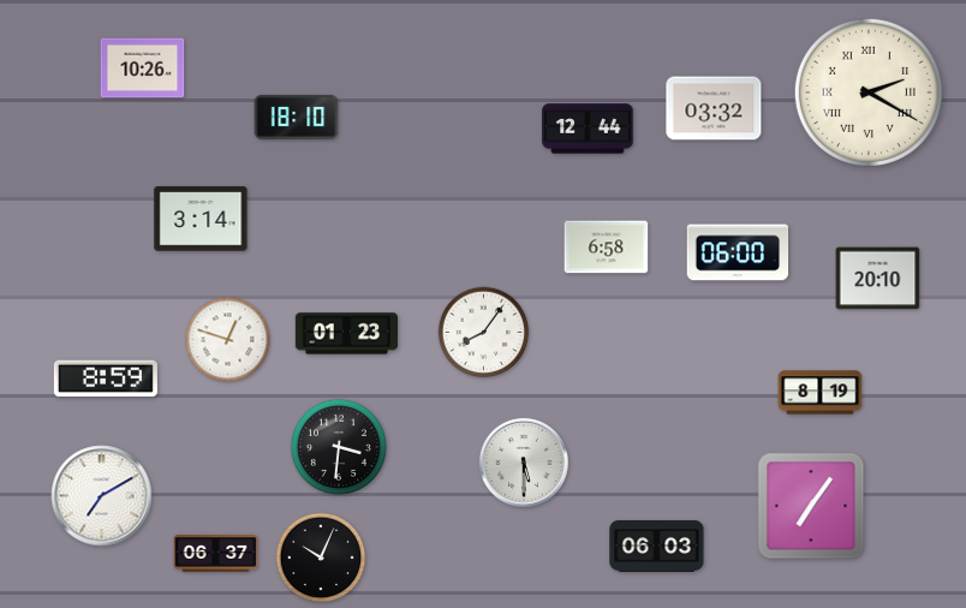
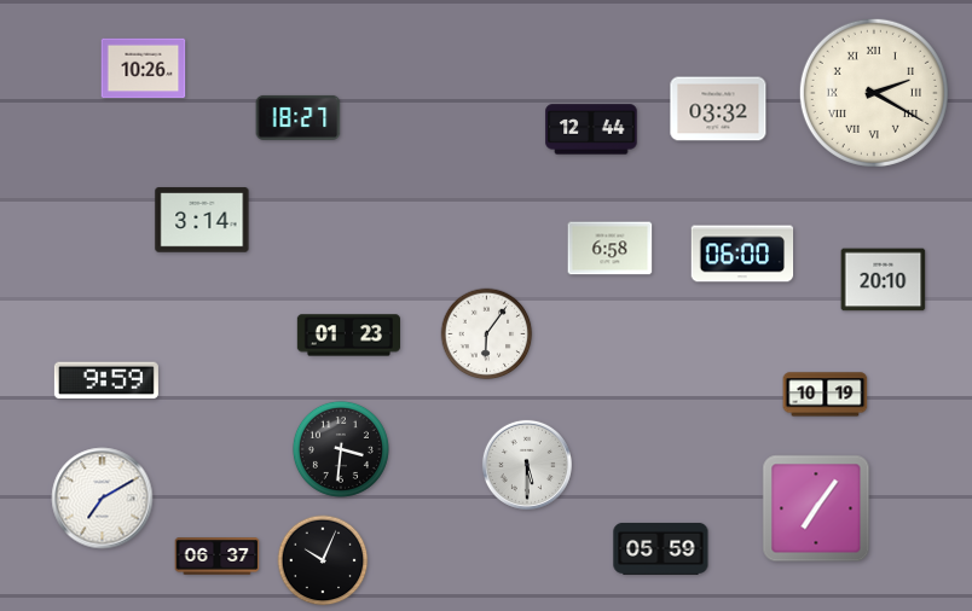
clock at (297, 117): 18:10 -> 18:27
clock at (484, 333): 8:06 -> 6:06
clock at (228, 340): 12:48 -> none
clock at (106, 378): 8:59 -> 9:59
clock at (821, 393): 8:19 -> 10:19
clock at (657, 546): 06:03 -> 05:59
